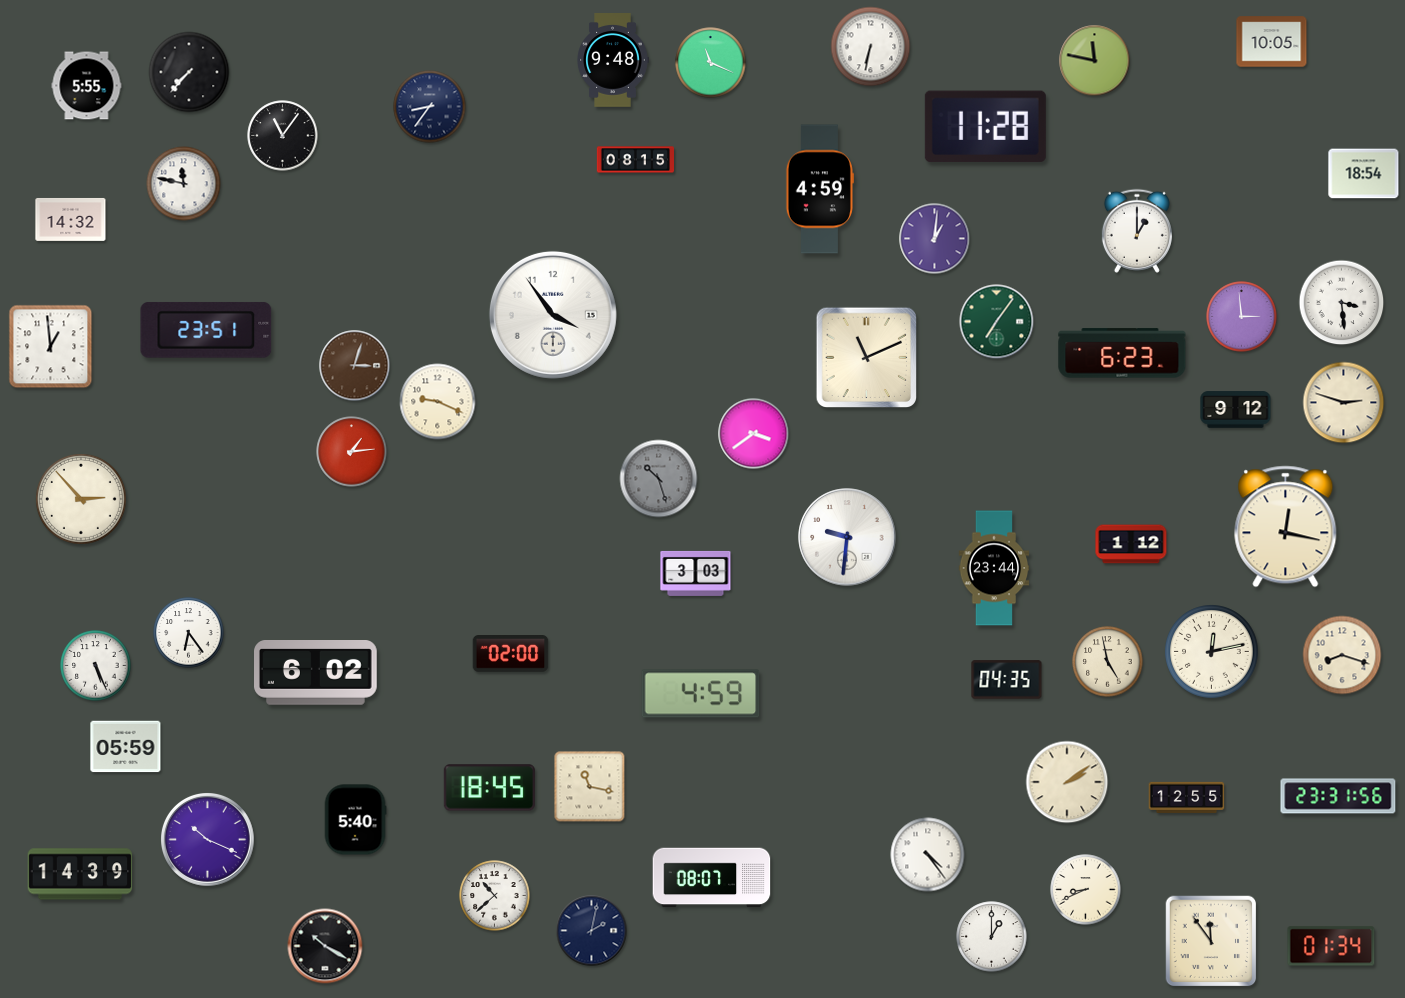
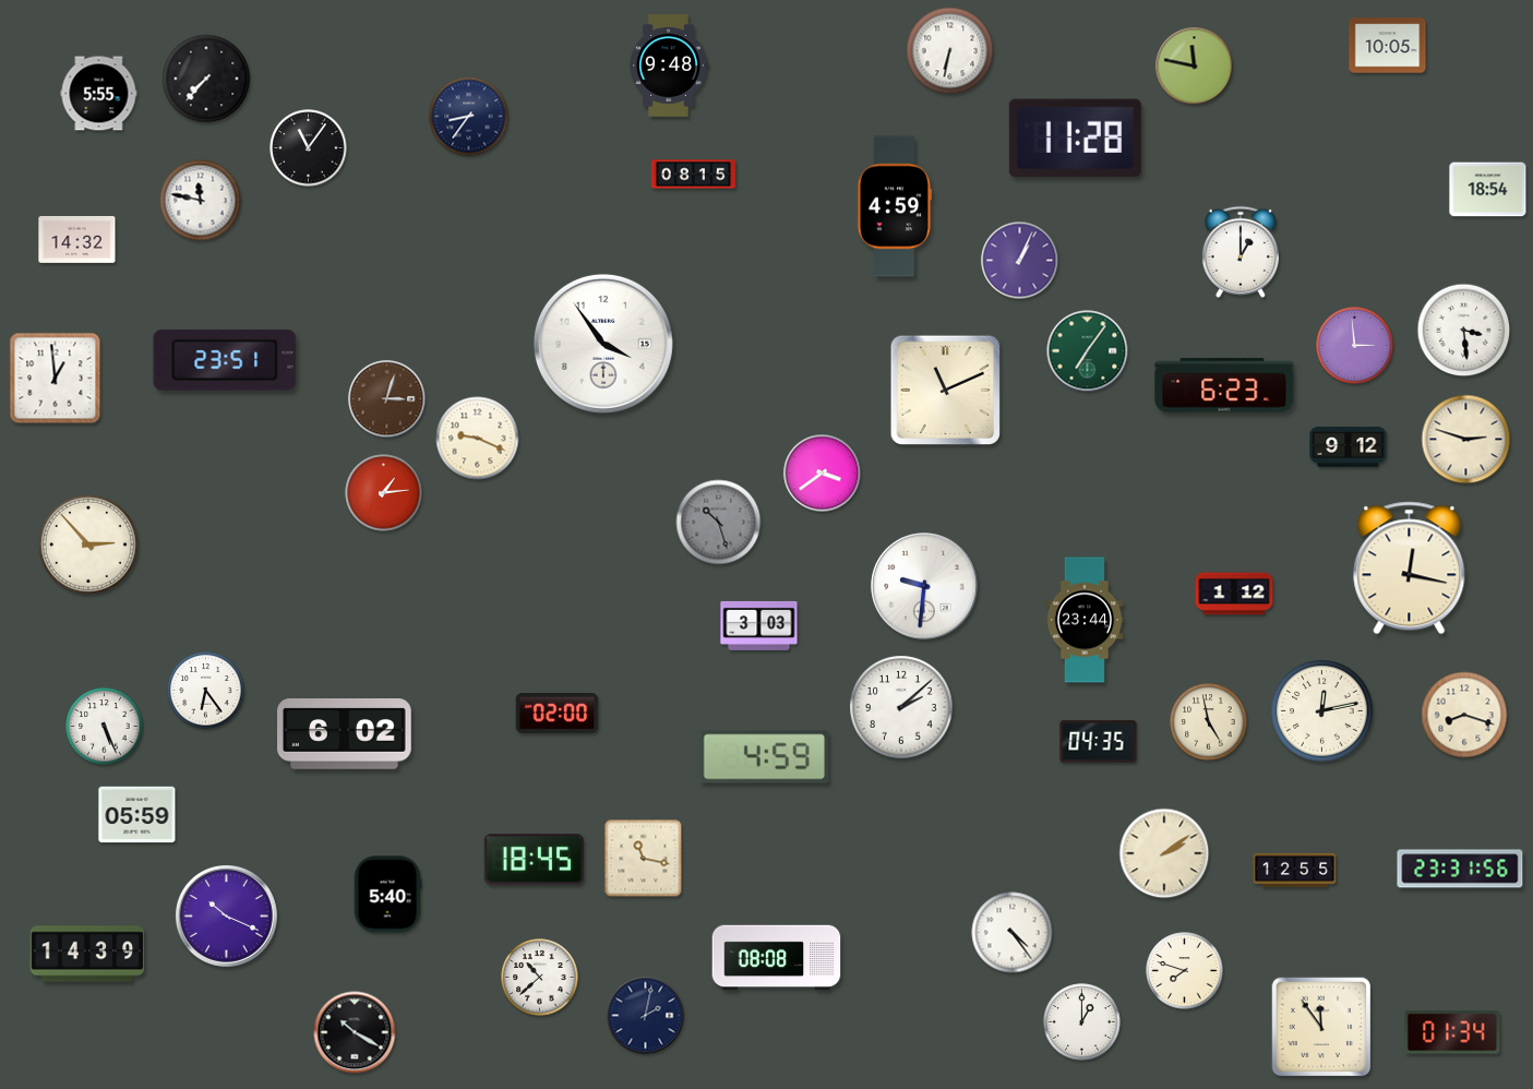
clock at (711, 63): 11:19 -> none
clock at (87, 86) position: (87, 86) -> (99, 94)
clock at (935, 239): 1:01 -> 1:04
clock at (1286, 527) position: (1286, 527) -> (1410, 569)
clock at (901, 707): none -> 2:08
clock at (712, 878): 08:07 -> 08:08
clock at (1086, 890): 8:41 -> 7:48
